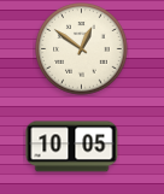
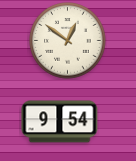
clock at (72, 147): 10:05 -> 9:54
